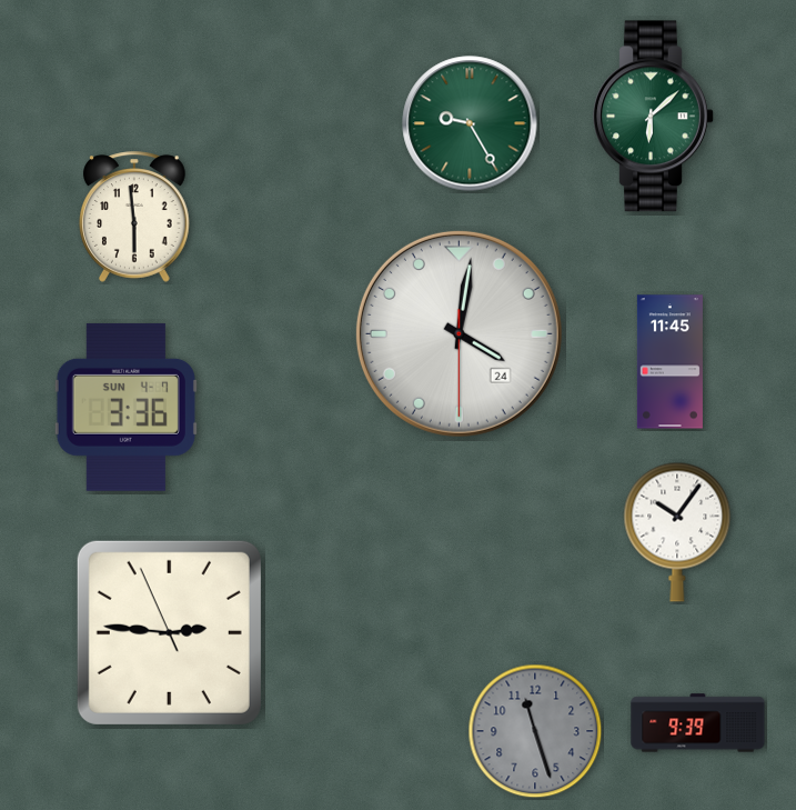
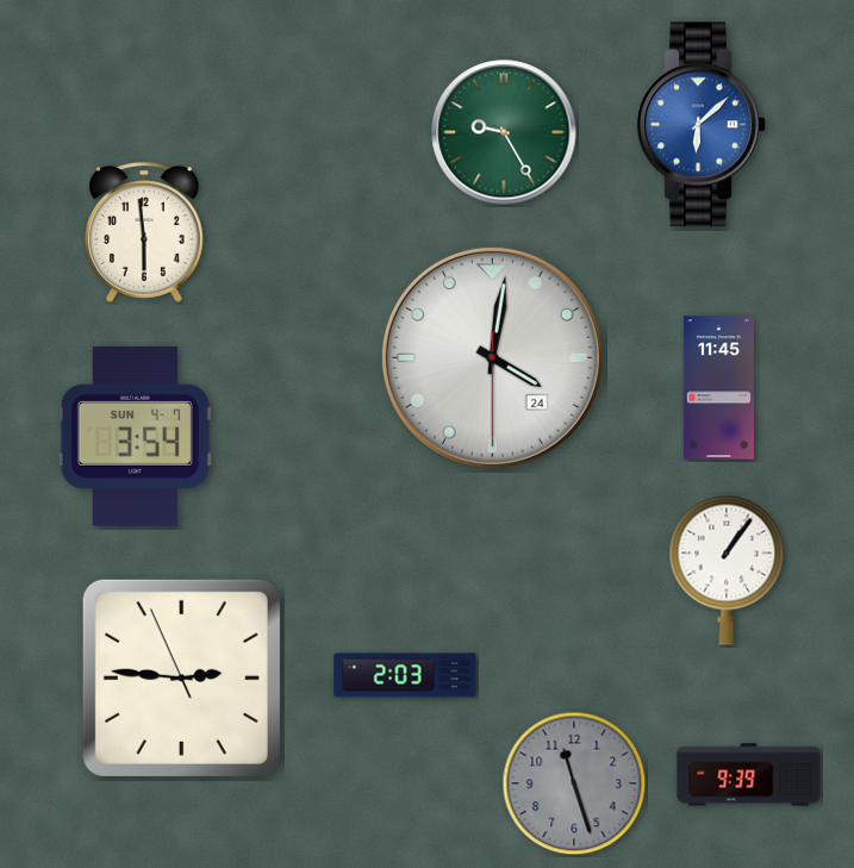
clock at (654, 117) dial: green -> blue
clock at (125, 407): 3:36 -> 3:54
clock at (677, 532): 10:06 -> 1:06
clock at (405, 675): none -> 2:03
